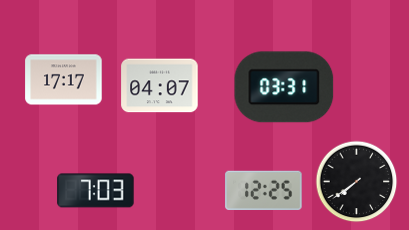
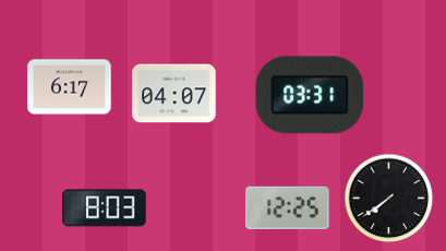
clock at (64, 80): 17:17 -> 6:17
clock at (96, 191): 7:03 -> 8:03
